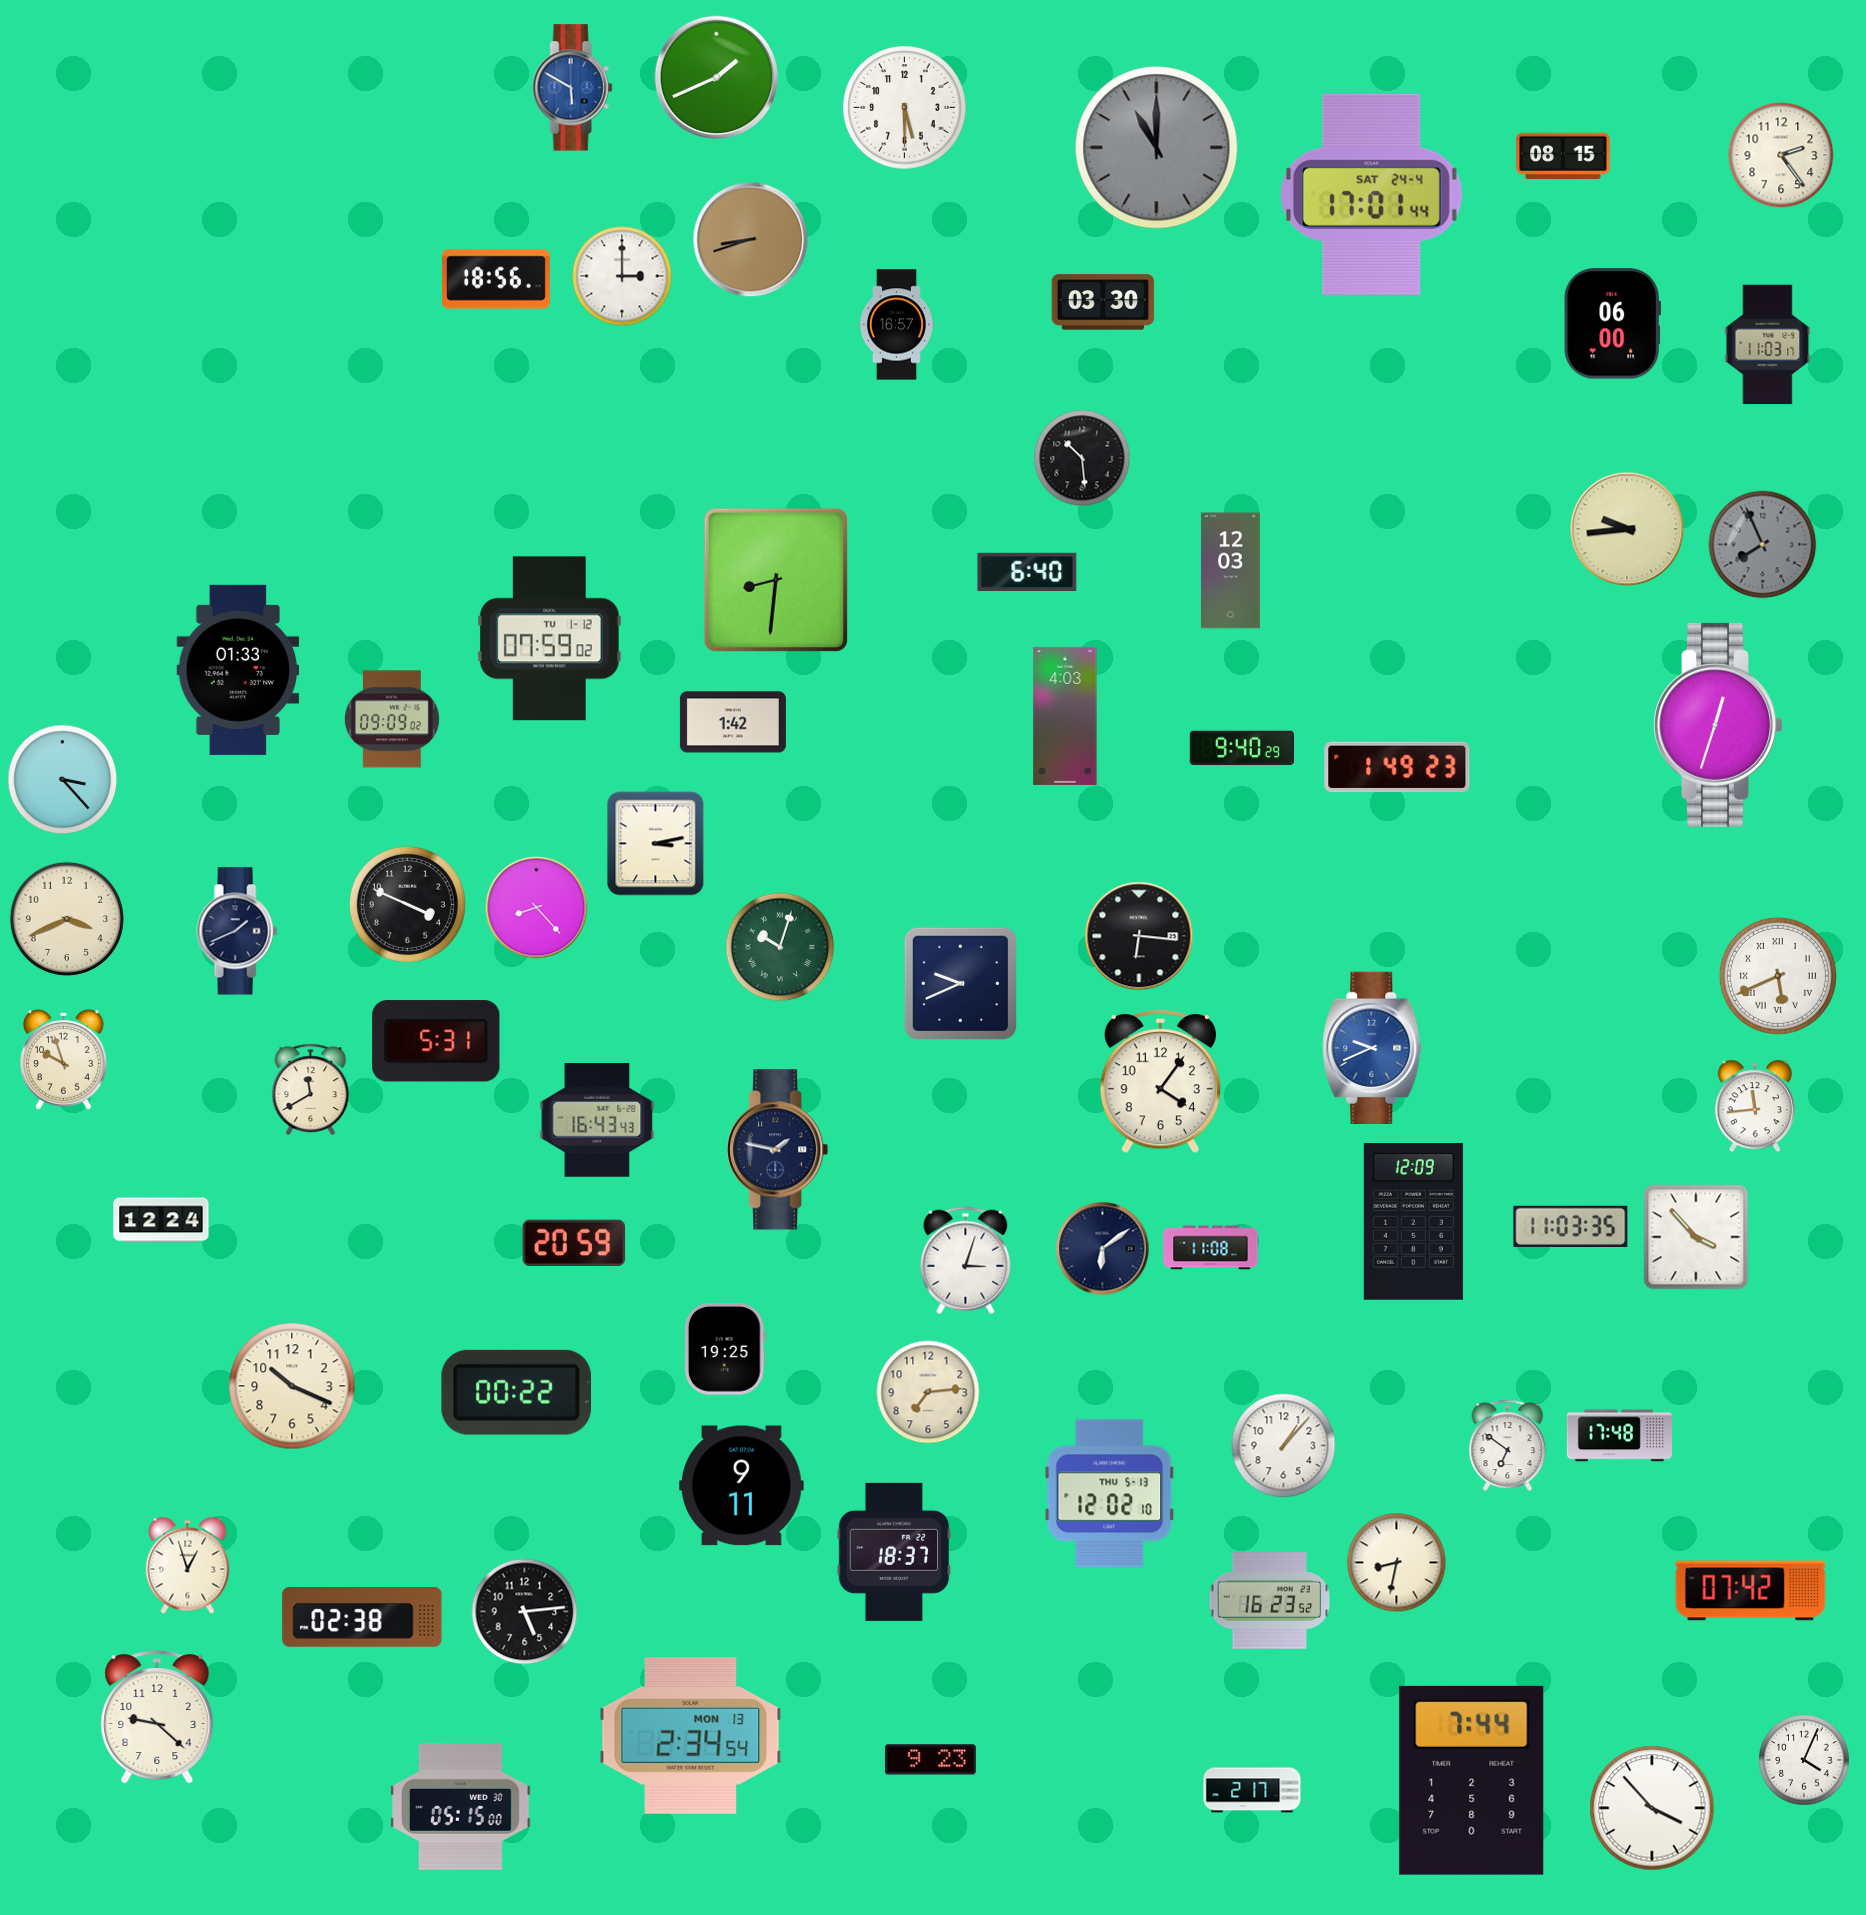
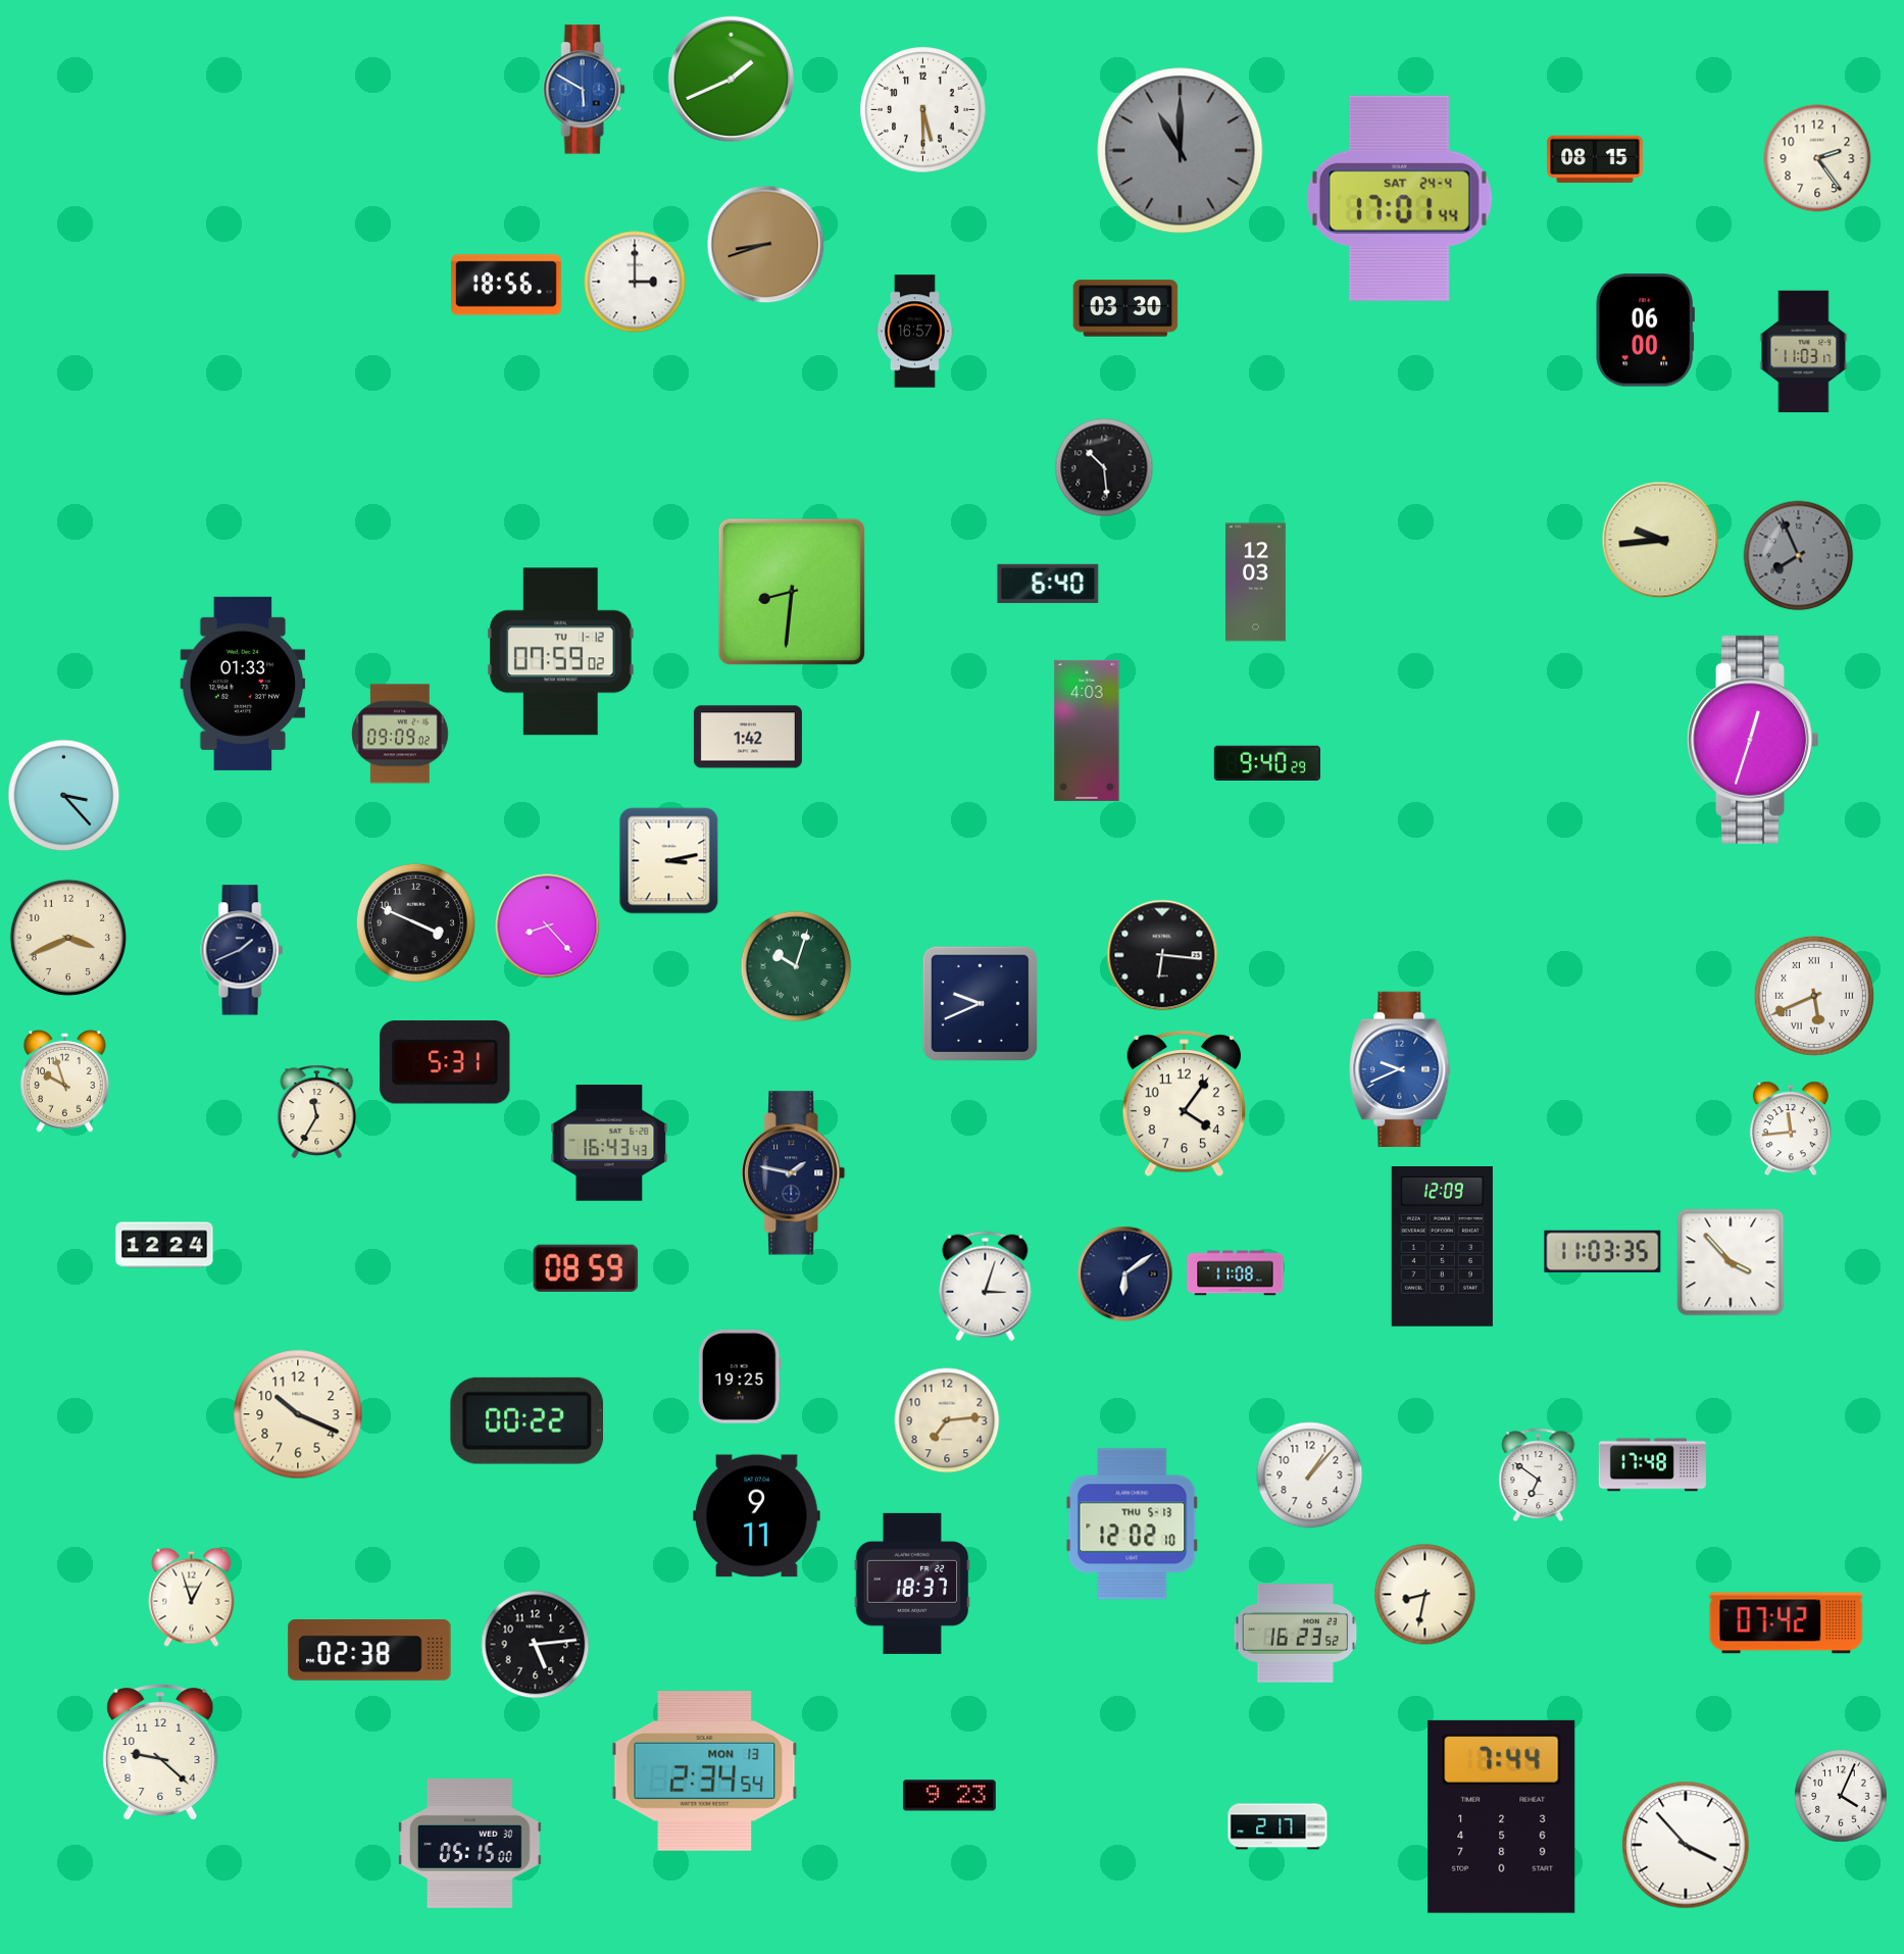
clock at (1397, 767): 1:49 -> none
clock at (311, 1089): 11:40 -> 11:35
clock at (574, 1242): 20:59 -> 08:59
